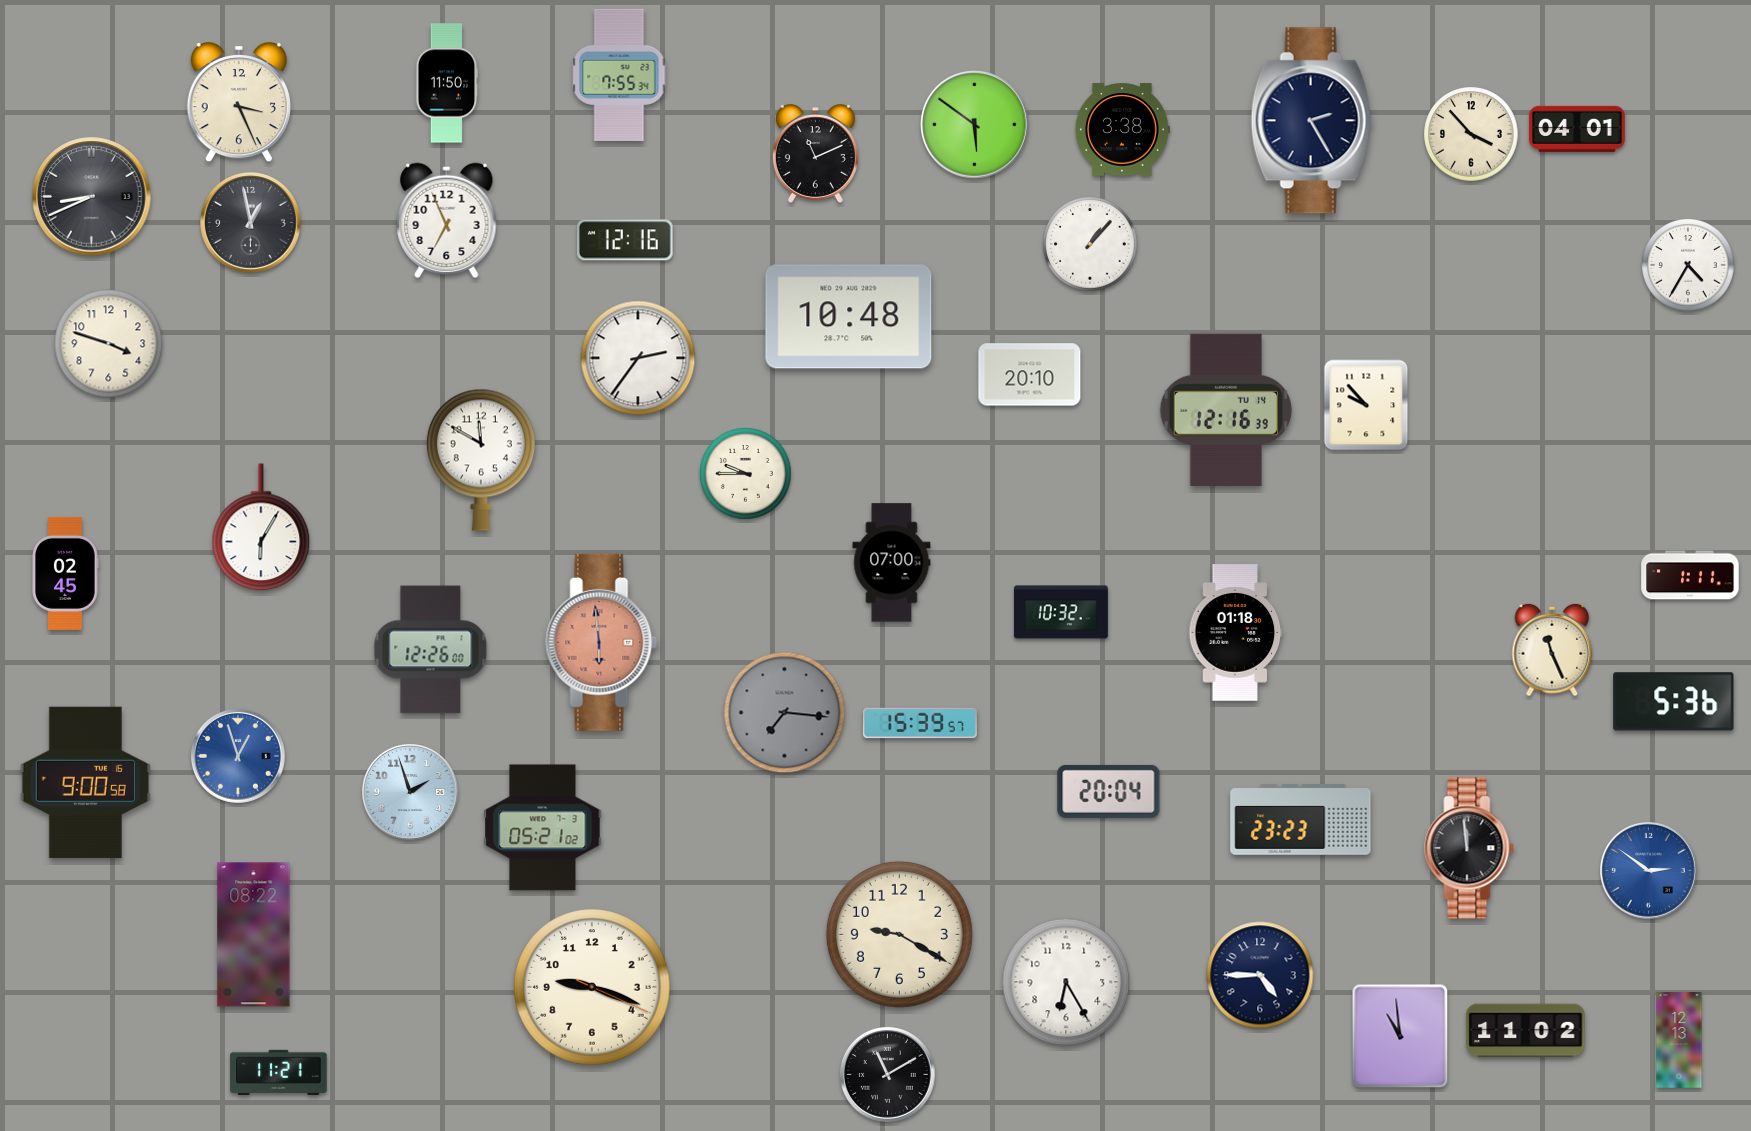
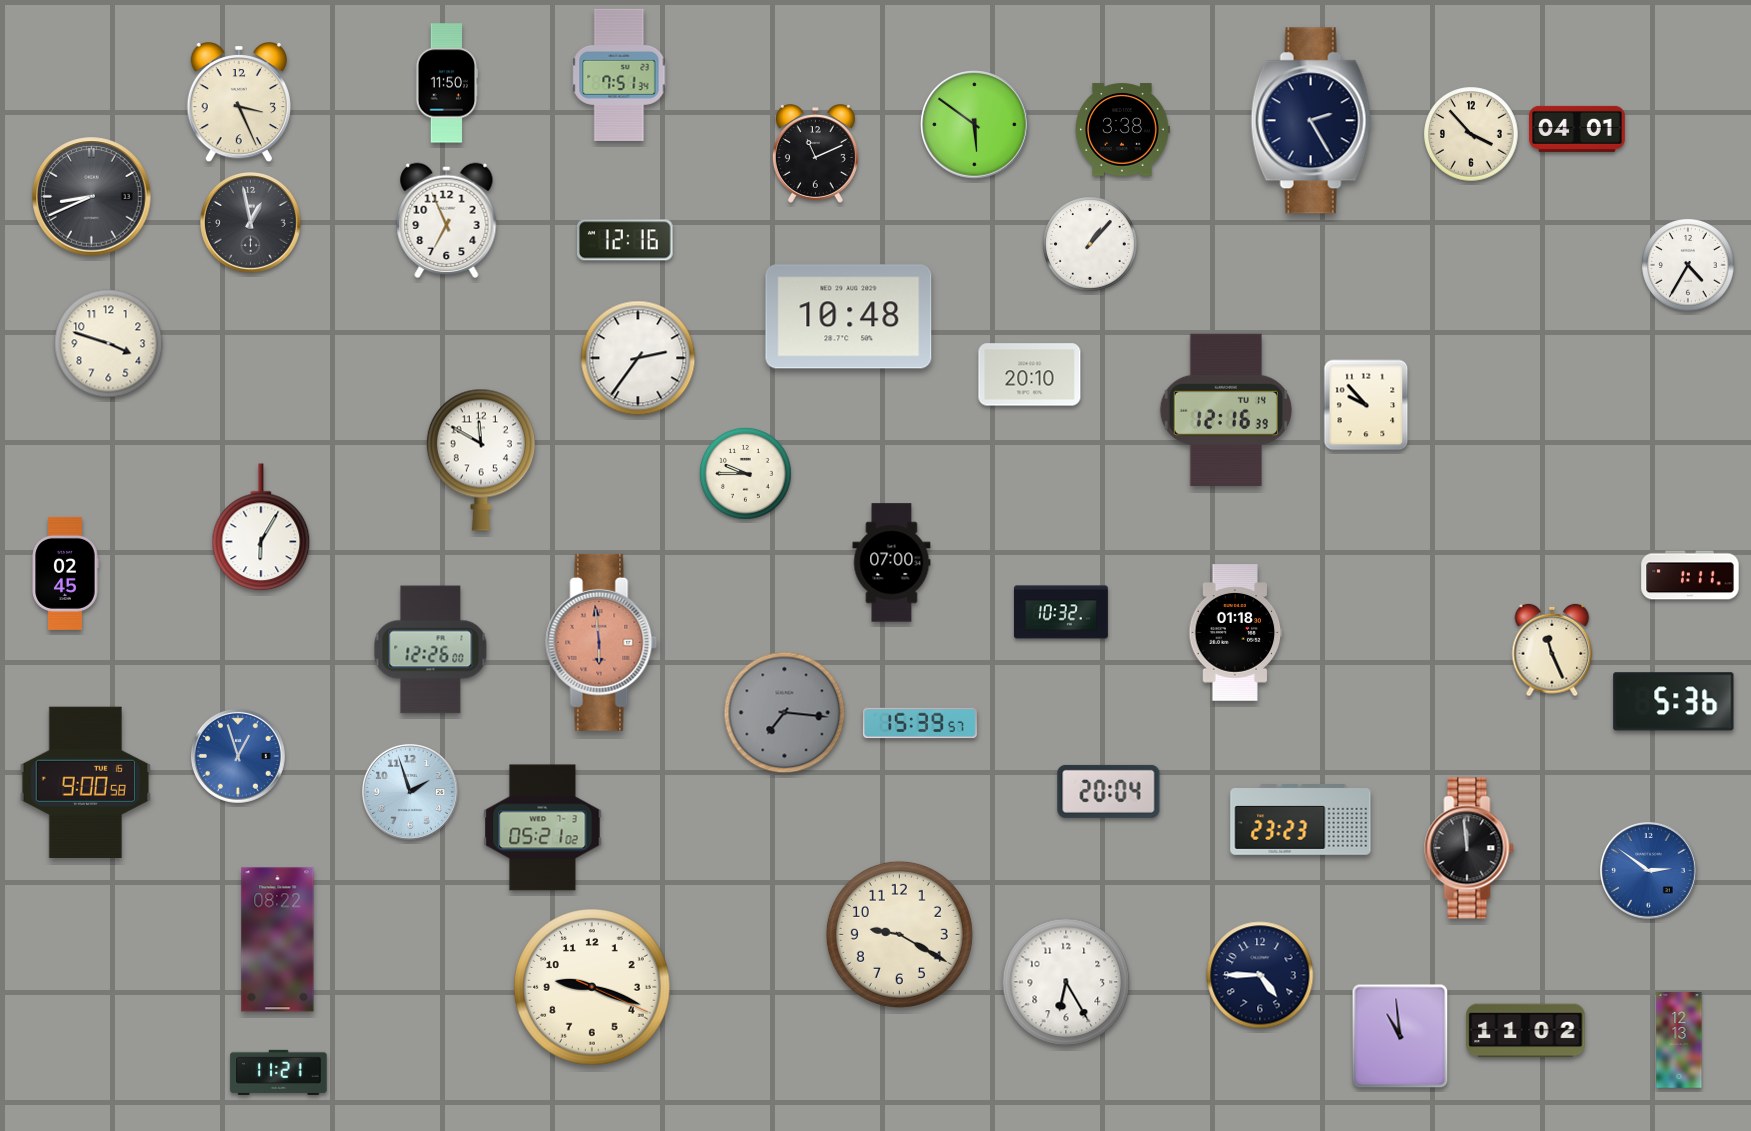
clock at (619, 75): 7:55 -> 7:51
clock at (254, 935) position: (254, 935) -> (278, 940)
clock at (888, 1075): 11:10 -> none
